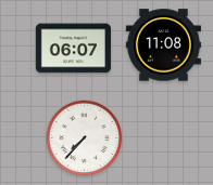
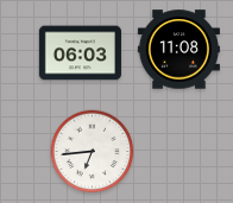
clock at (73, 49): 06:07 -> 06:03
clock at (85, 138): 7:37 -> 6:44
